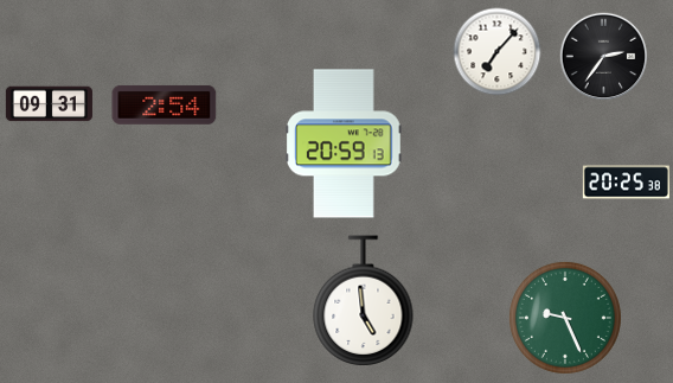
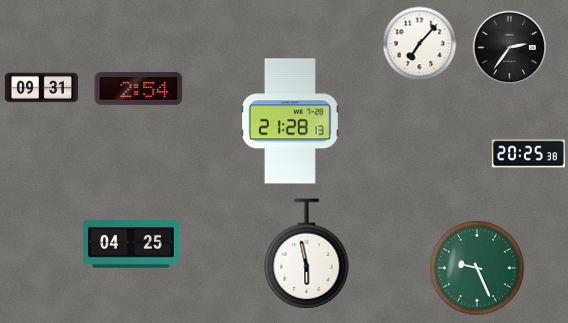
clock at (345, 143): 20:59 -> 21:28
clock at (131, 244): none -> 04:25
clock at (364, 300): 4:59 -> 5:58
